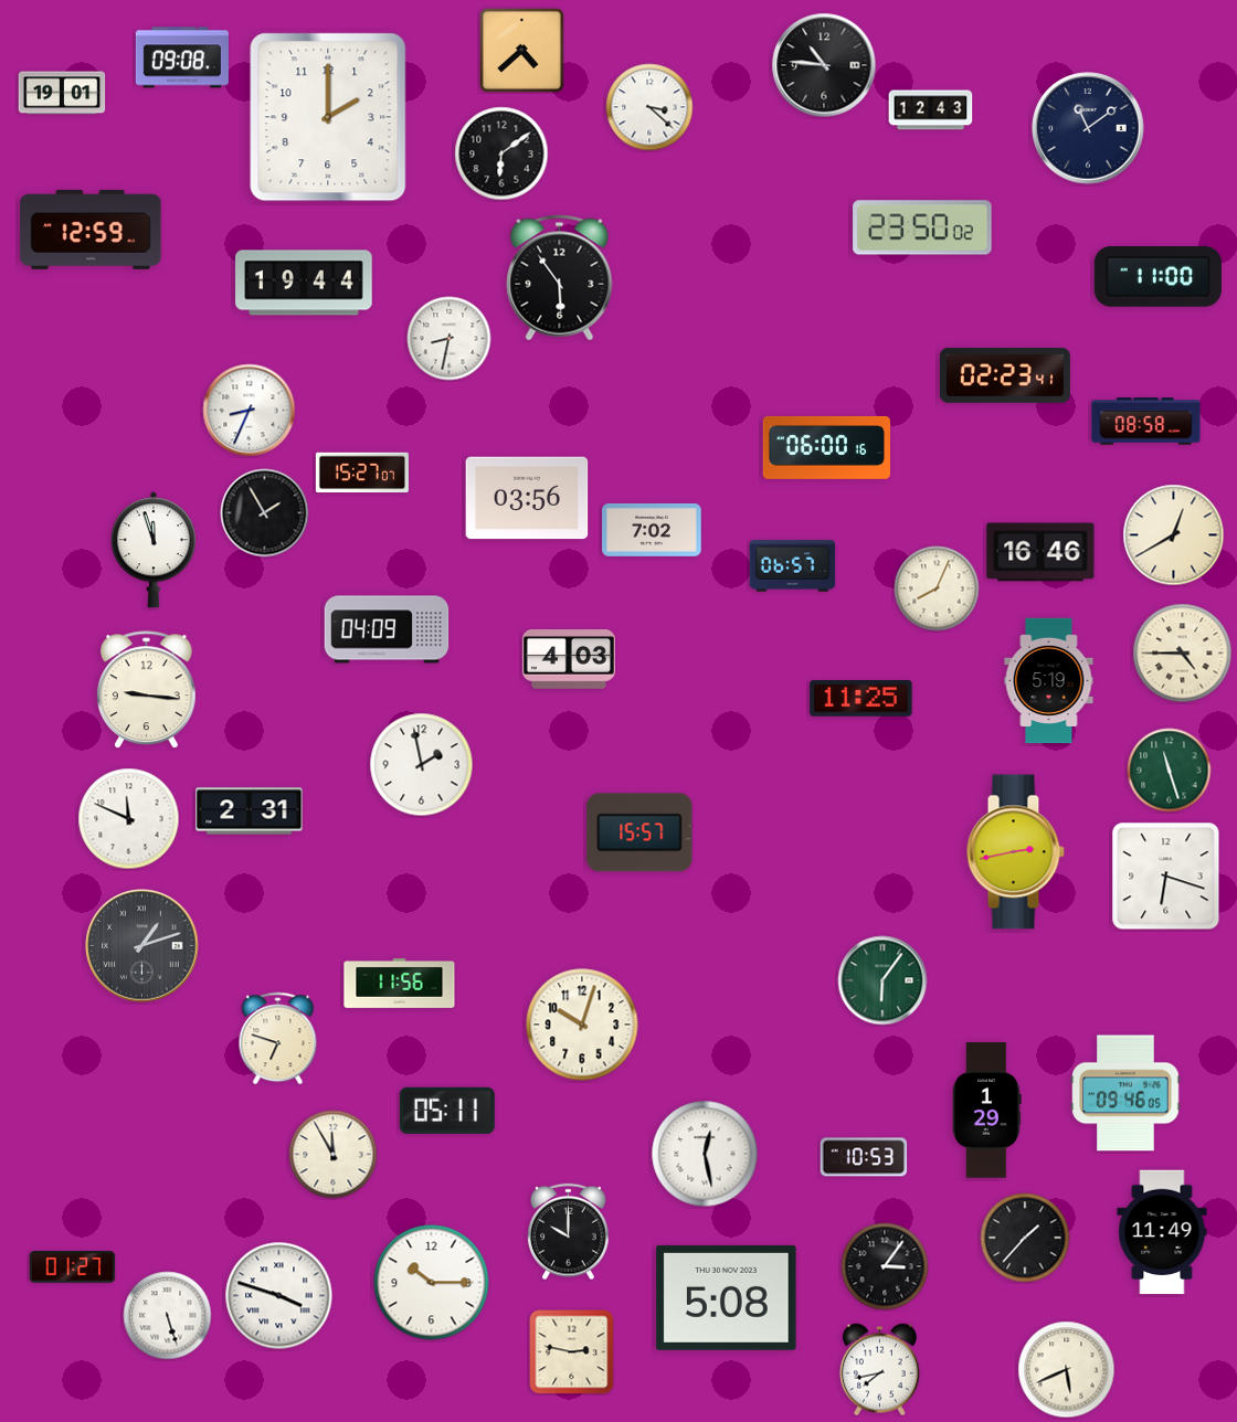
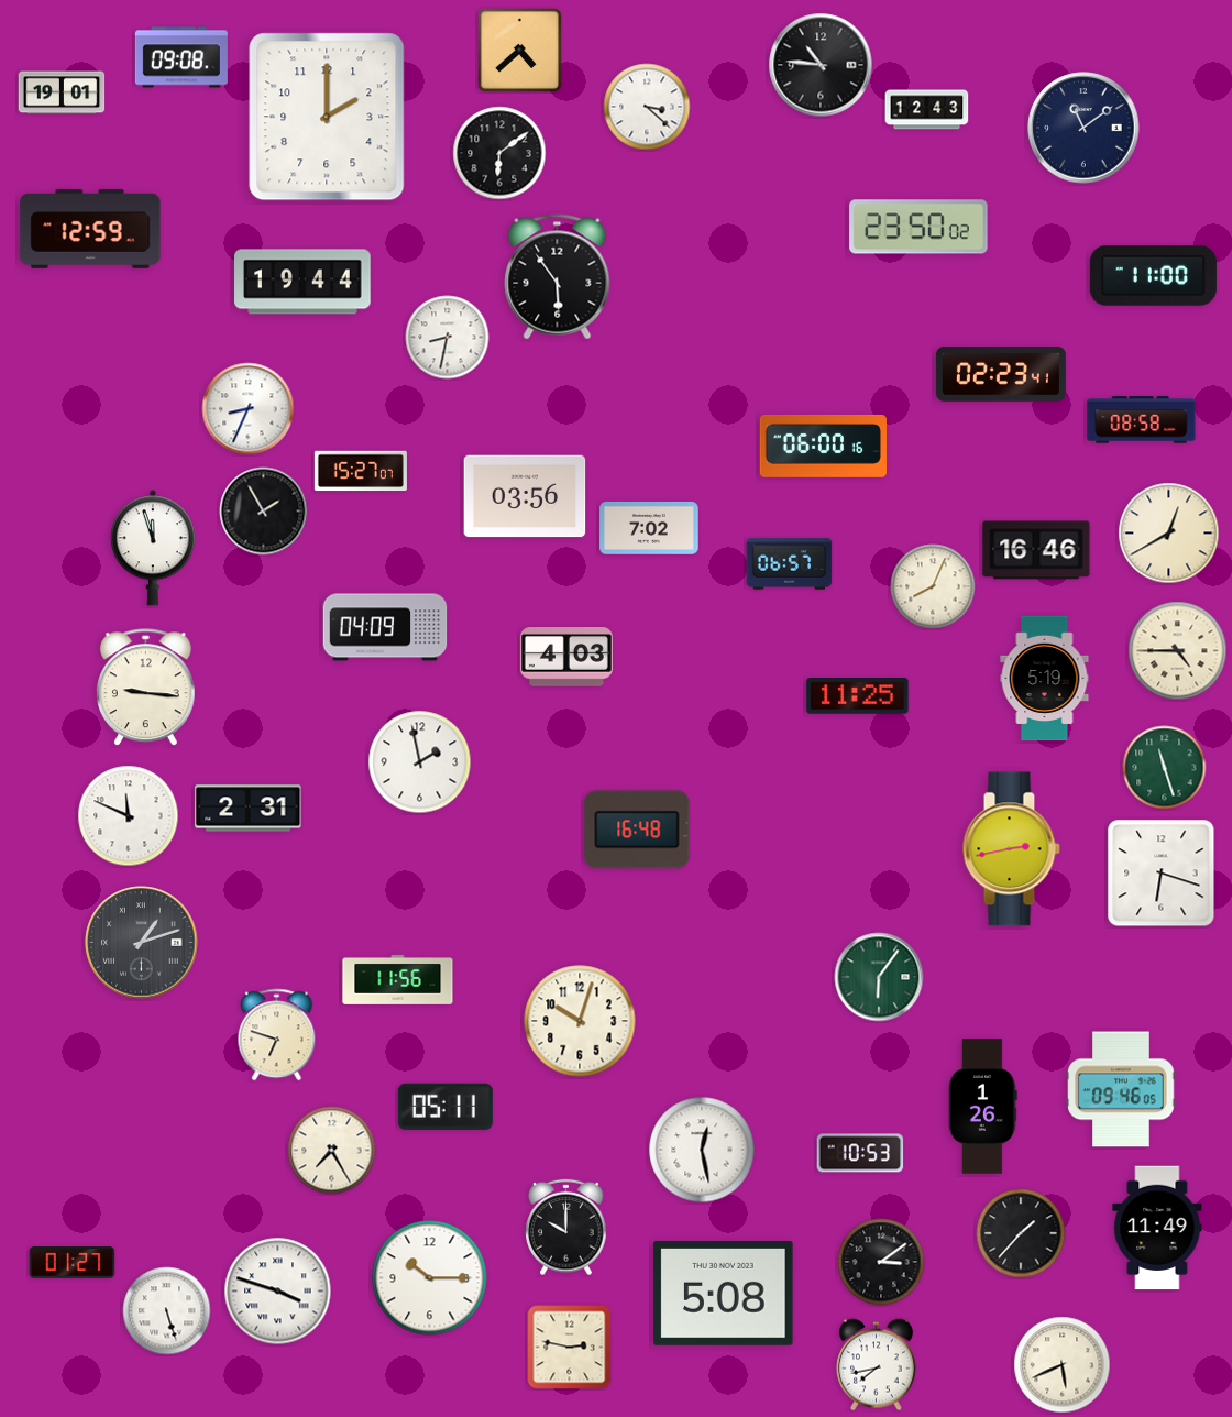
clock at (639, 832): 15:57 -> 16:48
clock at (987, 1111): 1:29 -> 1:26
clock at (334, 1155): 11:55 -> 7:25
clock at (885, 1266): 3:06 -> 3:09
